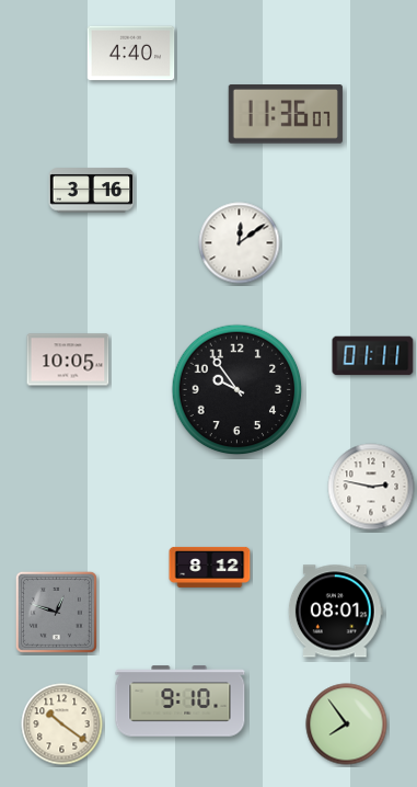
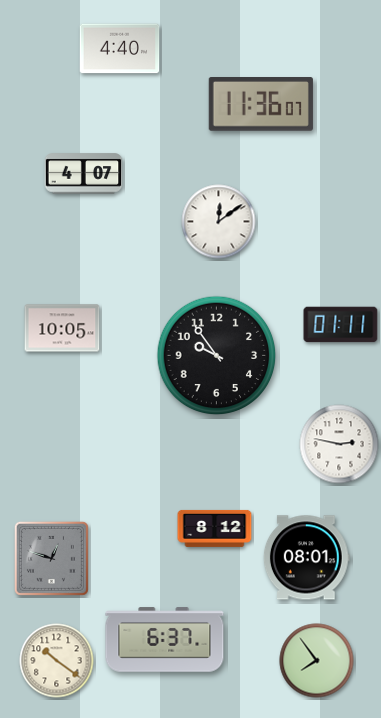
clock at (92, 191): 3:16 -> 4:07
clock at (210, 567) position: (210, 567) -> (215, 528)
clock at (181, 702): 9:10 -> 6:37
